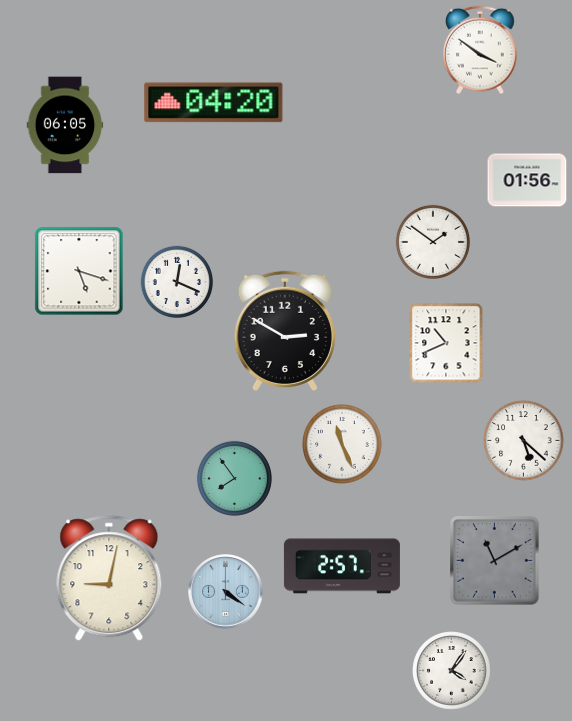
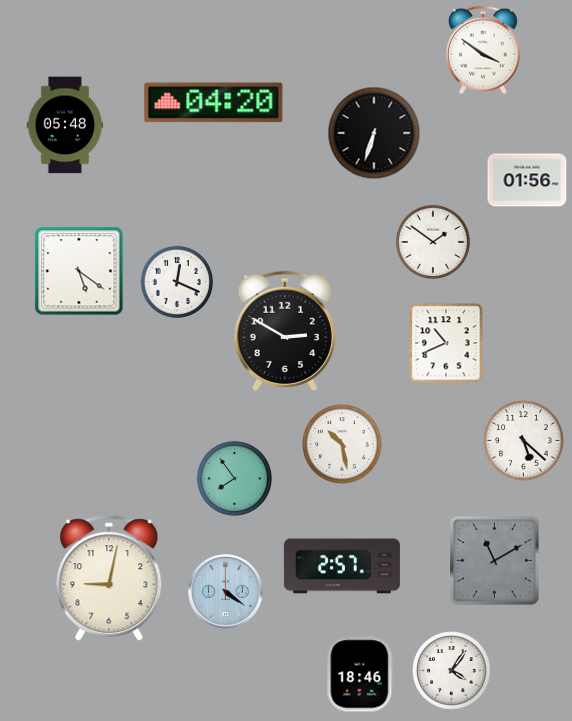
clock at (481, 50) position: (481, 50) -> (484, 50)
clock at (65, 125): 06:05 -> 05:48
clock at (374, 133): none -> 6:33
clock at (79, 271): 5:18 -> 5:21
clock at (342, 444): 11:26 -> 10:28
clock at (360, 674): none -> 18:46
